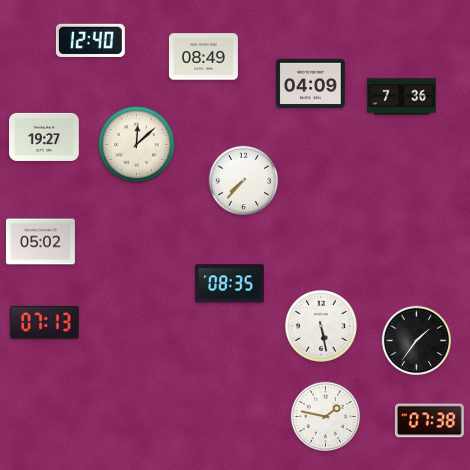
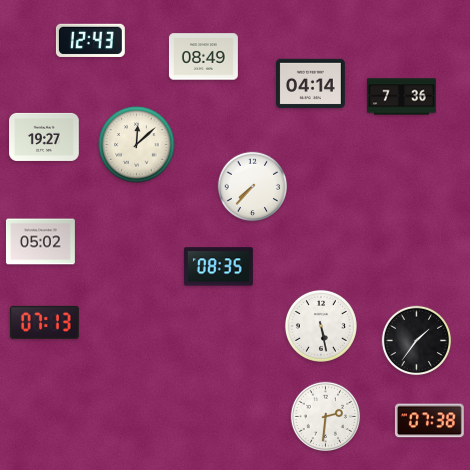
clock at (90, 40): 12:40 -> 12:43
clock at (310, 84): 04:09 -> 04:14
clock at (244, 181) position: (244, 181) -> (253, 187)
clock at (229, 284) position: (229, 284) -> (218, 267)
clock at (326, 417): 1:47 -> 2:31
